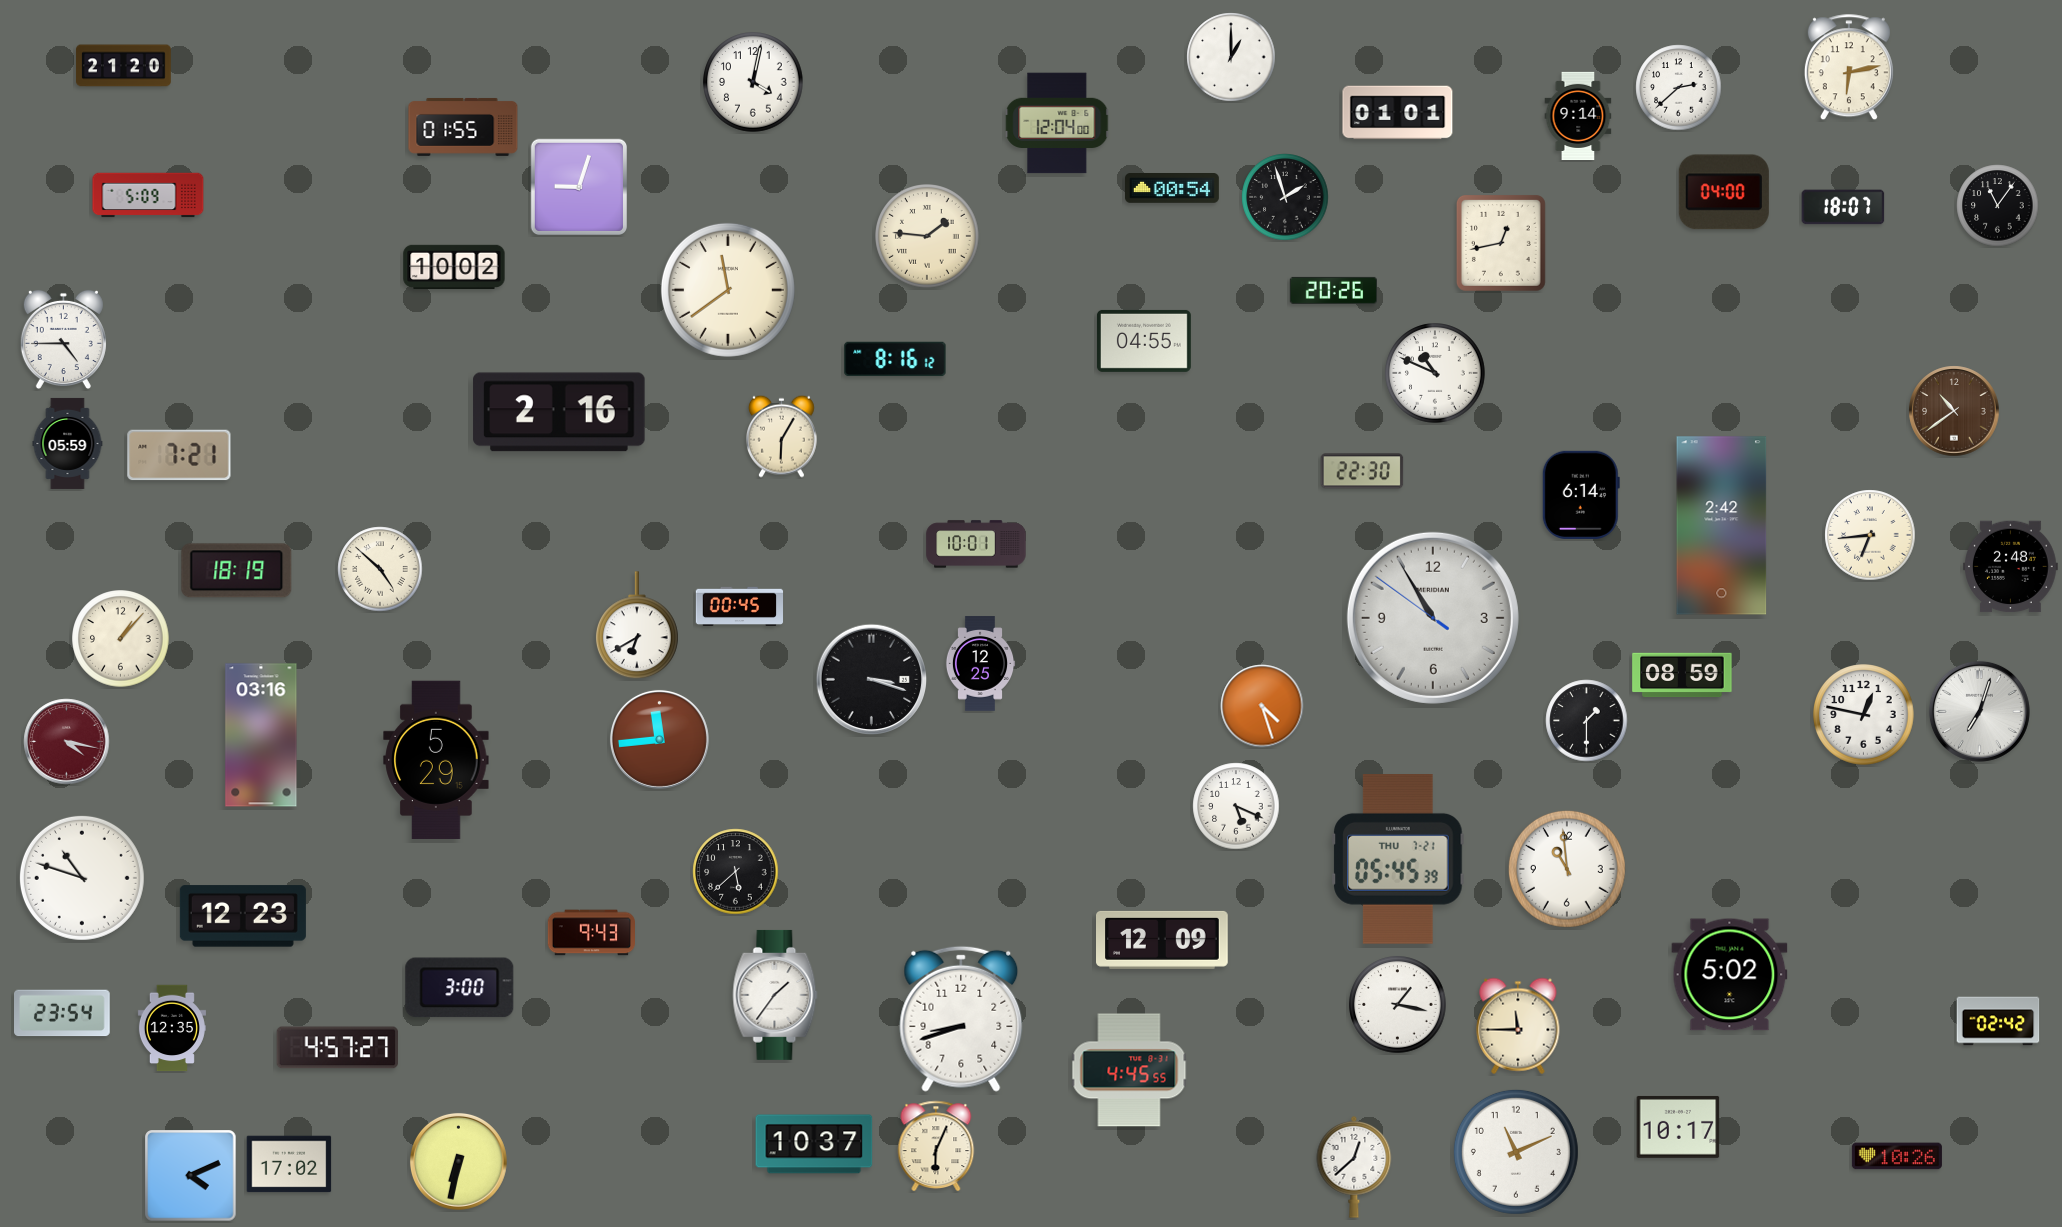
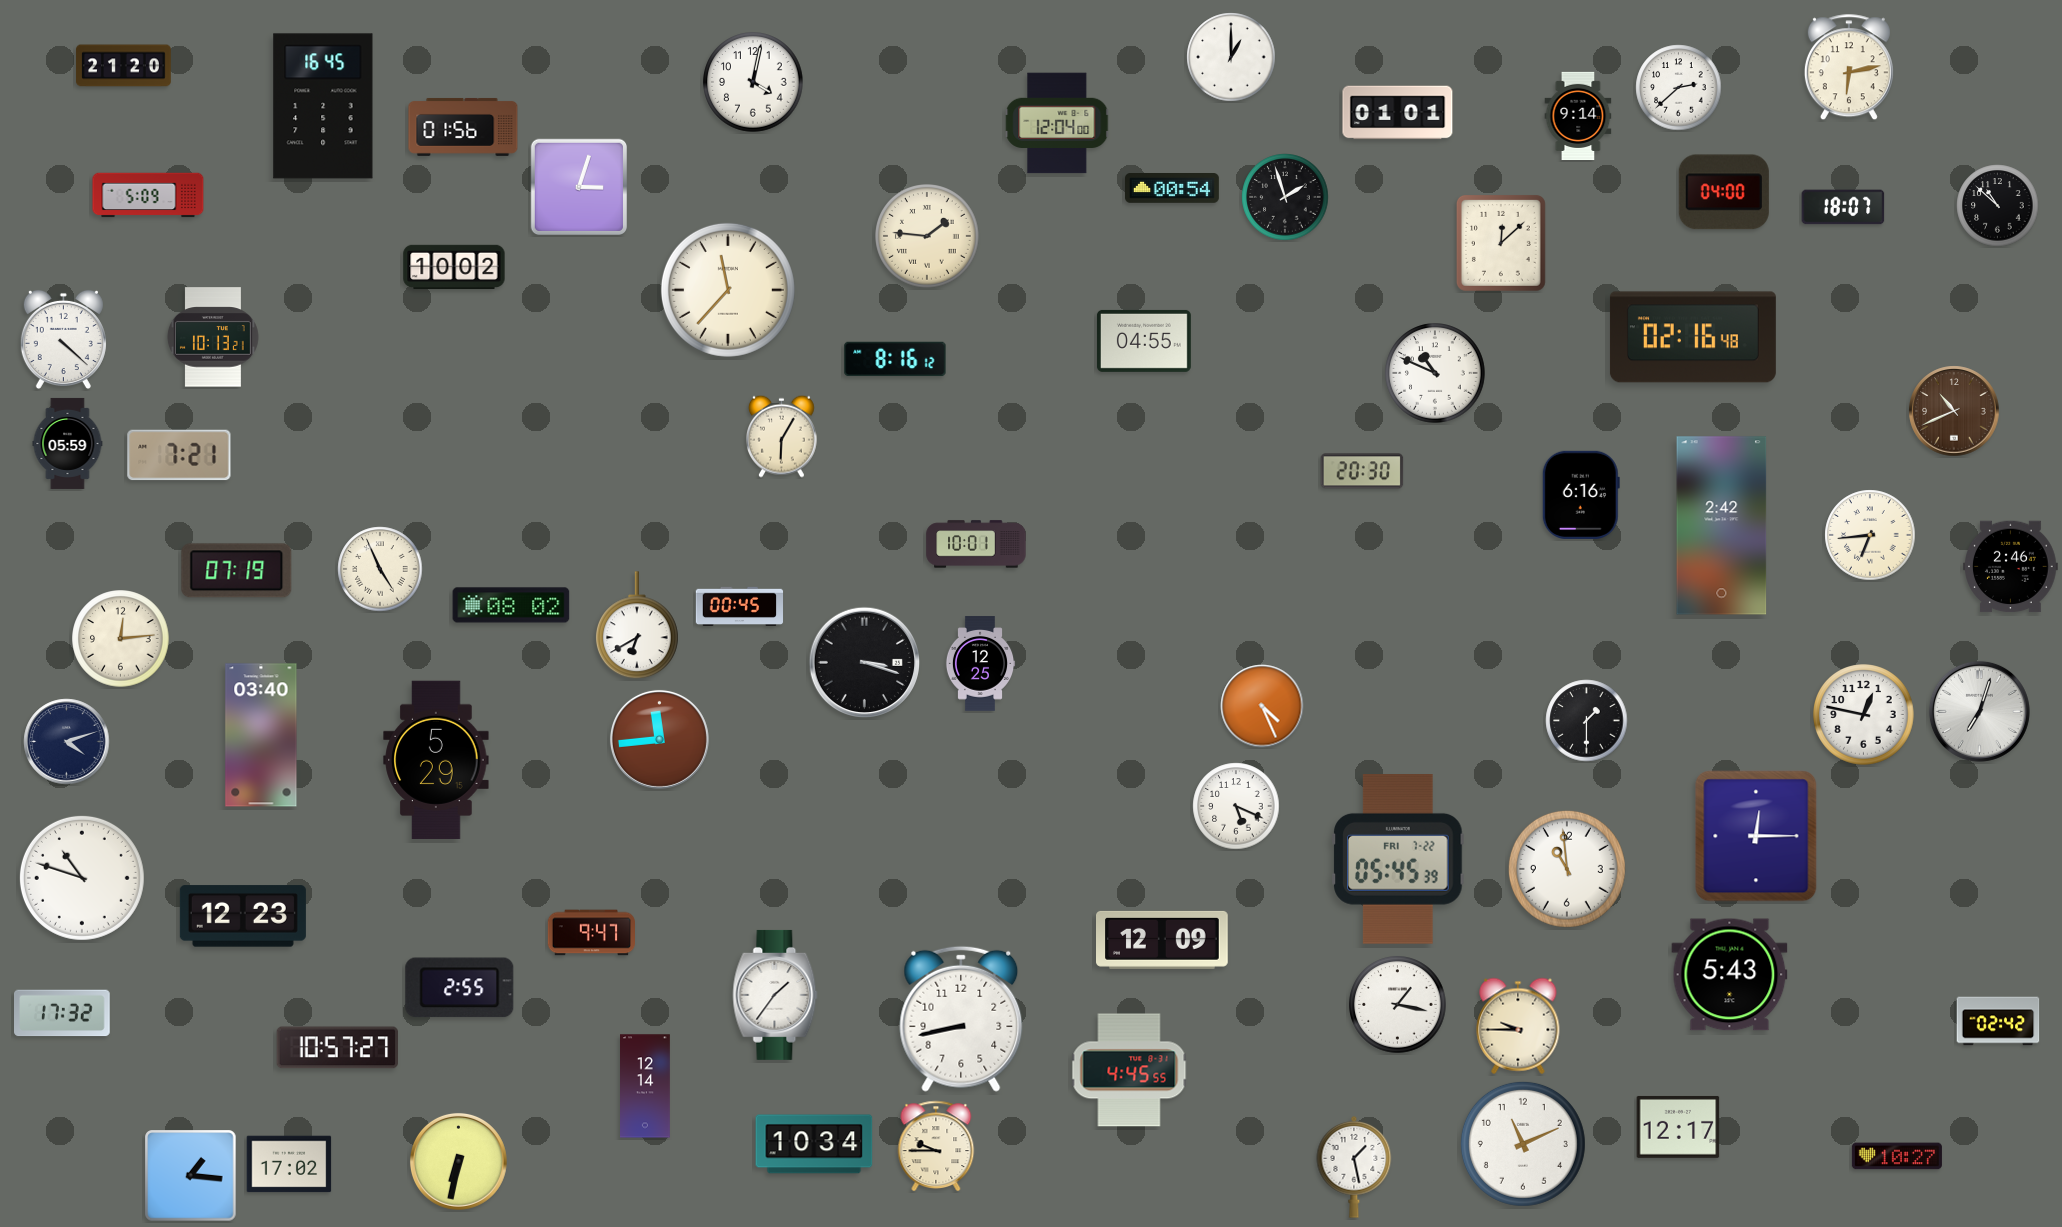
clock at (323, 106): none -> 16:45
clock at (463, 127): 01:55 -> 01:56
clock at (578, 186): 9:03 -> 3:03
clock at (1998, 206): 11:06 -> 10:52
clock at (1501, 243): 12:43 -> 12:08
clock at (728, 290): 11:39 -> 11:37
clock at (1333, 290): 20:26 -> none
clock at (213, 337): none -> 10:13
clock at (1693, 337): none -> 02:16
clock at (63, 339): 4:45 -> 4:22
clock at (1954, 411): 10:39 -> 10:41
clock at (559, 412): 2:16 -> none
clock at (1362, 471): 22:30 -> 20:30
clock at (1581, 495): 6:14 -> 6:16
clock at (2011, 567): 2:48 -> 2:46
clock at (380, 569): 4:52 -> 4:56
clock at (237, 571): 18:19 -> 07:19
clock at (511, 605): none -> 08:02
clock at (1433, 618): 10:54 -> none
clock at (121, 639): 1:07 -> 12:14
clock at (1682, 675): 08:59 -> none
clock at (871, 679) position: (871, 679) -> (864, 662)
clock at (1262, 706): 4:27 -> 4:26
clock at (261, 735): 03:16 -> 03:40
clock at (67, 742): 4:17 -> 4:12
clock at (67, 742) dial: burgundy -> navy
clock at (1756, 836): none -> 12:15
clock at (1398, 860) date: THU 7-21 -> FRI 7-22
clock at (736, 872): 5:38 -> none
clock at (592, 933): 9:43 -> 9:47
clock at (1730, 975): 5:02 -> 5:43
clock at (460, 988): 3:00 -> 2:55
clock at (63, 1013): 23:54 -> 17:32
clock at (961, 1019): 8:42 -> 8:43
clock at (1518, 1026): 11:45 -> 9:45
clock at (172, 1028): 12:35 -> none
clock at (337, 1048): 4:57 -> 10:57
clock at (646, 1086): none -> 12:14
clock at (1678, 1127): 10:17 -> 12:17
clock at (814, 1144): 10:37 -> 10:34
clock at (936, 1146): 6:04 -> 9:45
clock at (1516, 1152) position: (1516, 1152) -> (1523, 1144)
clock at (1897, 1156): 10:26 -> 10:27
clock at (1354, 1167): 12:38 -> 1:28
clock at (191, 1176): 4:11 -> 1:16
